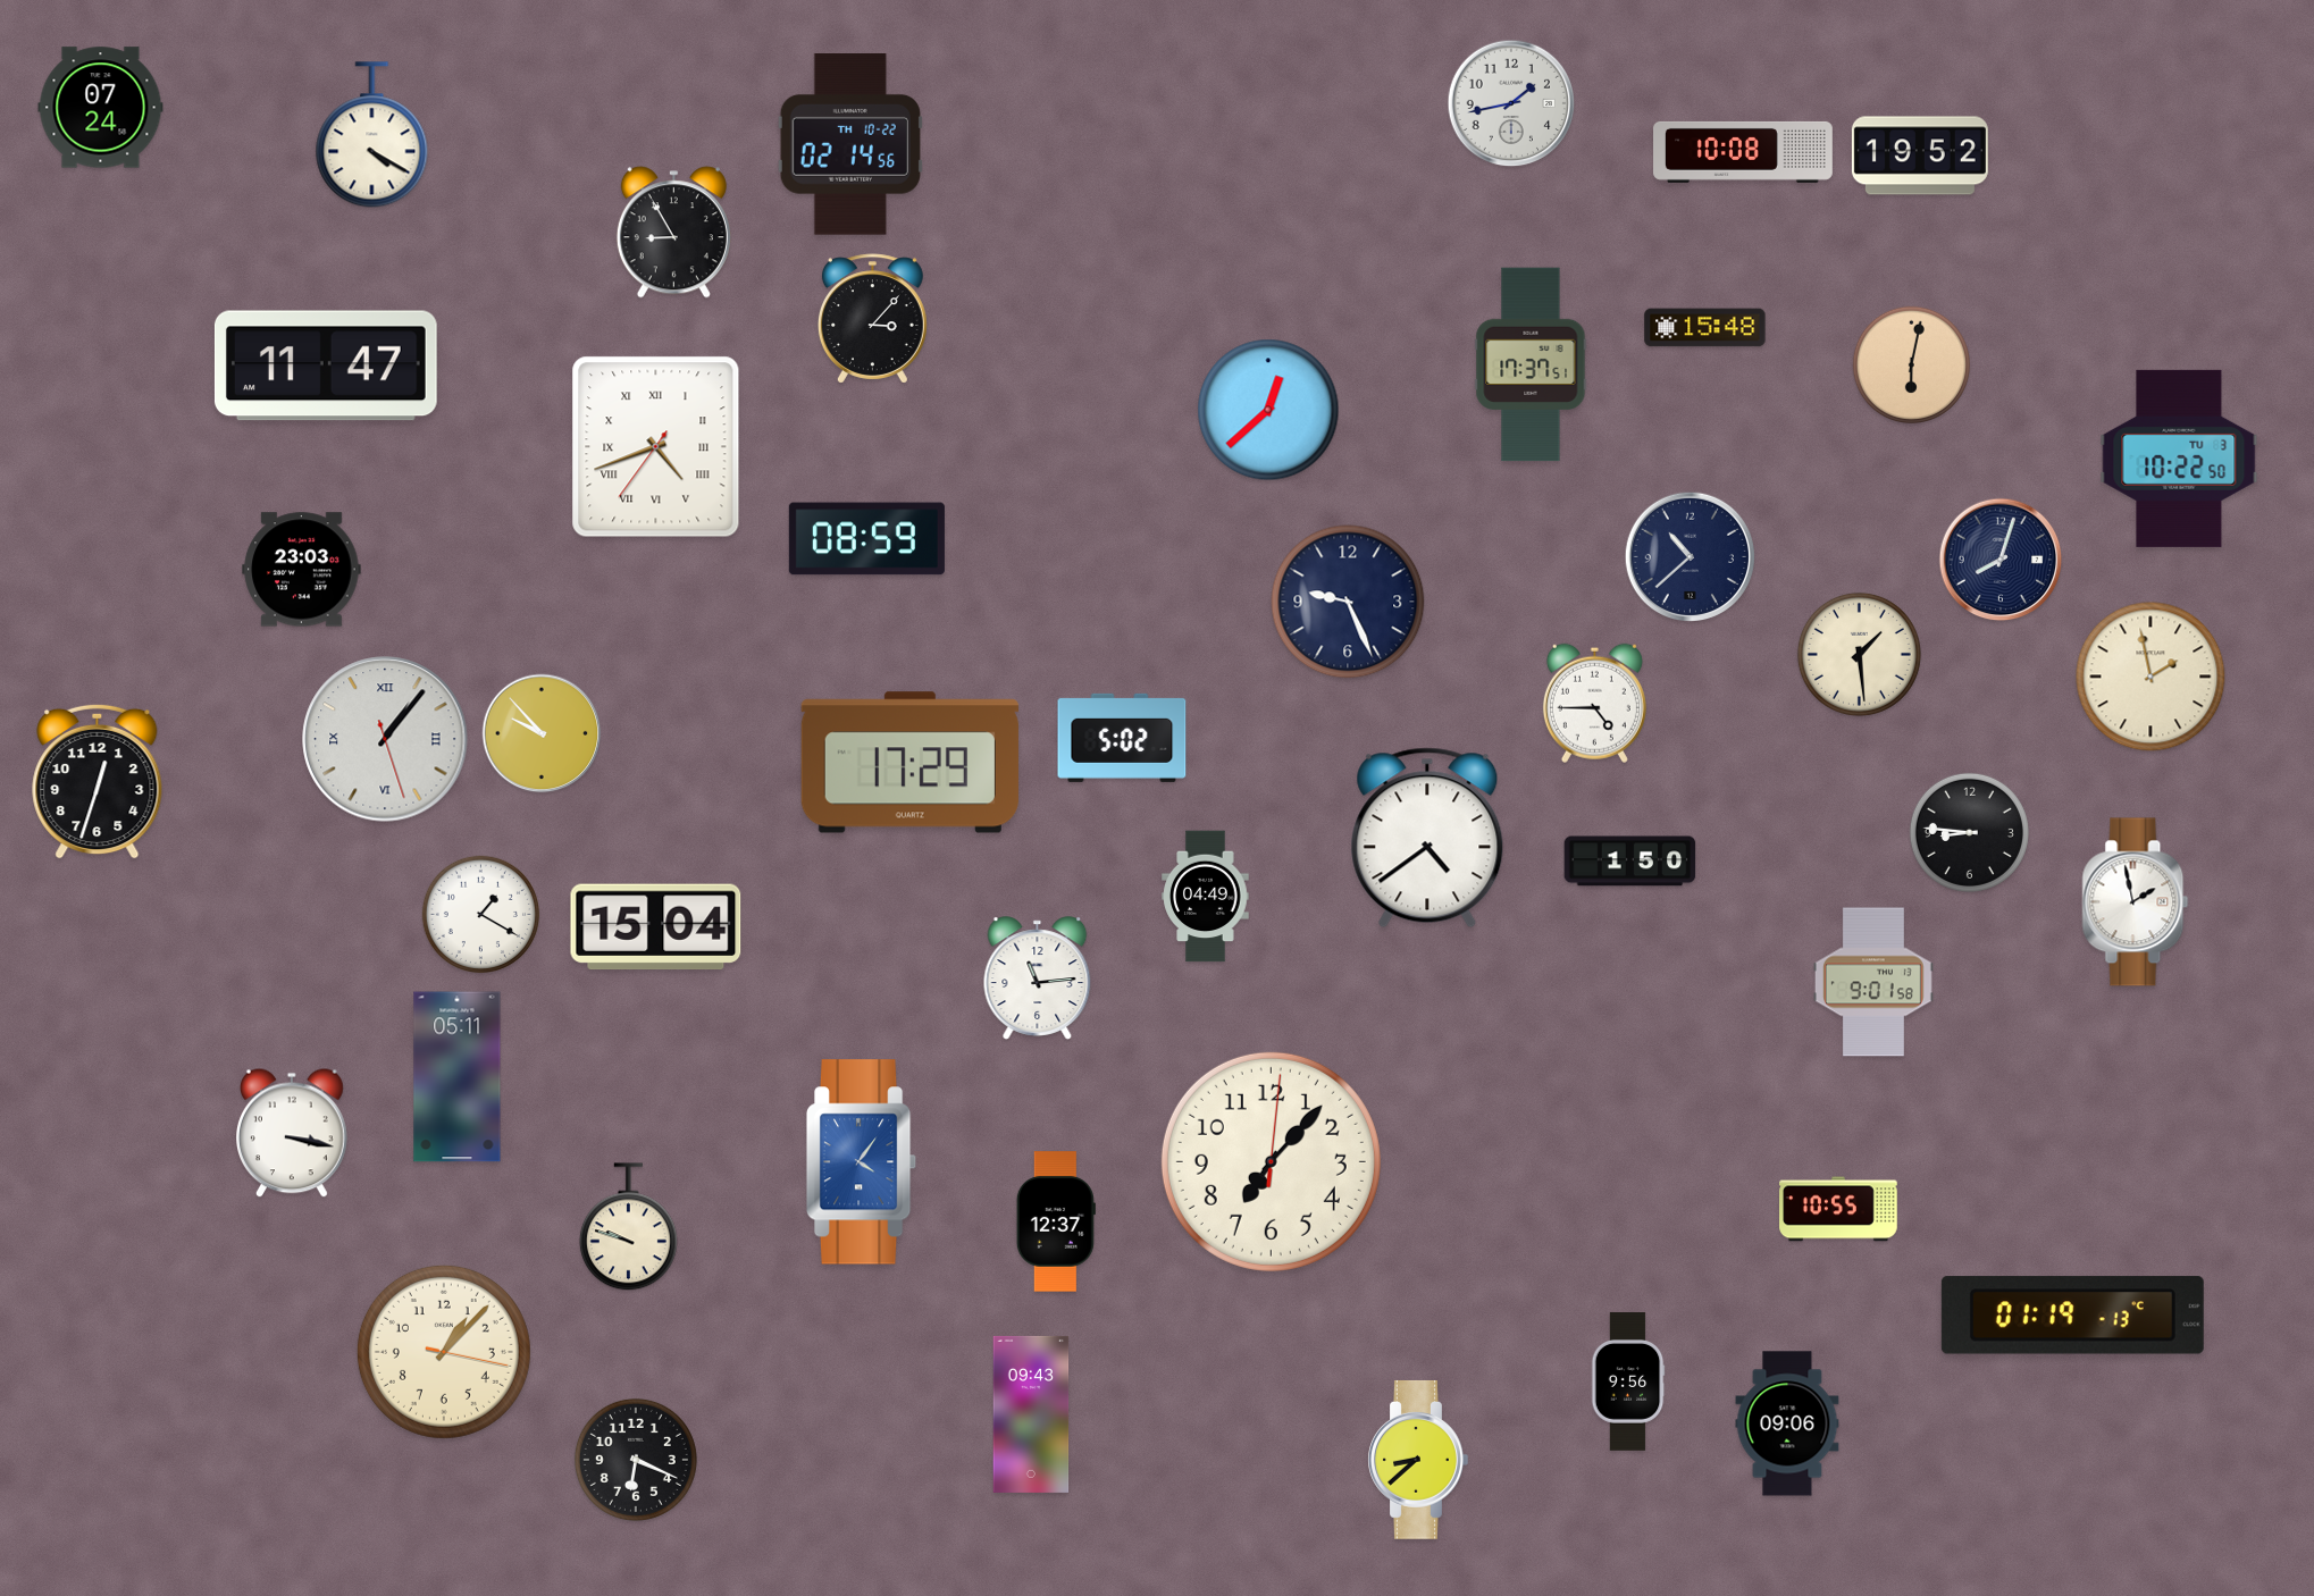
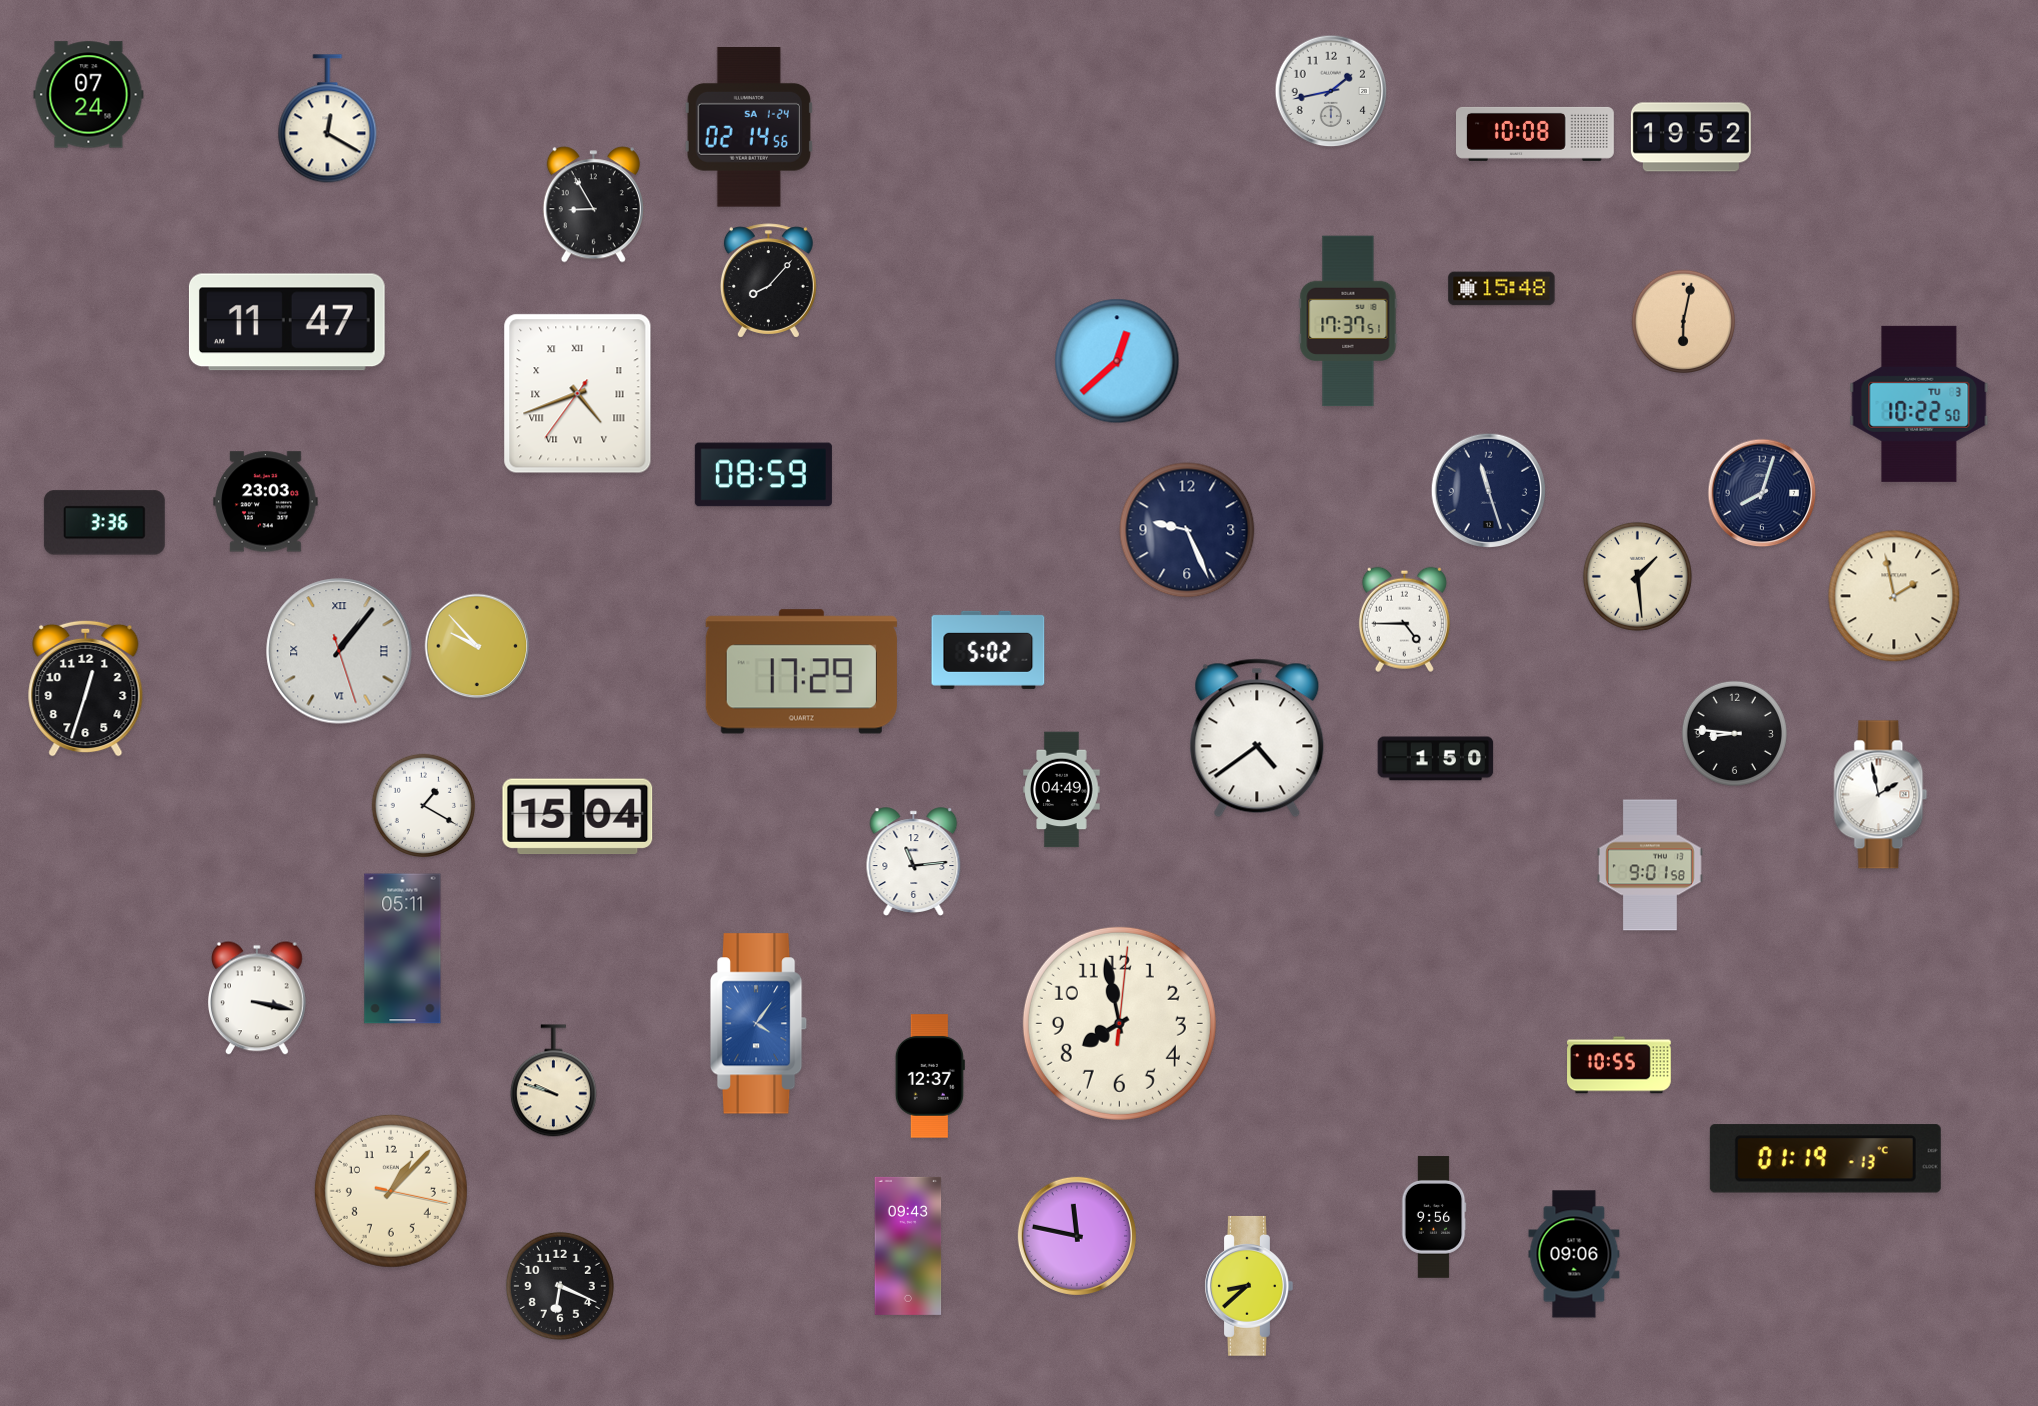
clock at (372, 135): 4:20 -> 12:20
clock at (850, 144) date: TH 10-22 -> SA 1-24
clock at (872, 319): 3:07 -> 8:07
clock at (1690, 556): 10:38 -> 11:27
clock at (104, 523): none -> 3:36
clock at (1271, 1161): 7:07 -> 7:58
clock at (1077, 1236): none -> 11:47
